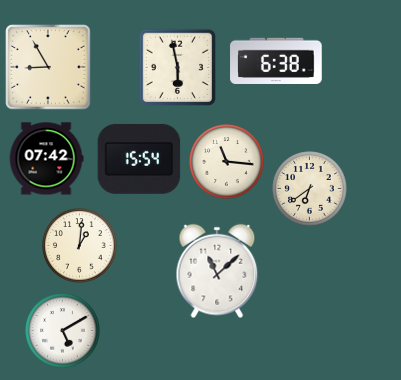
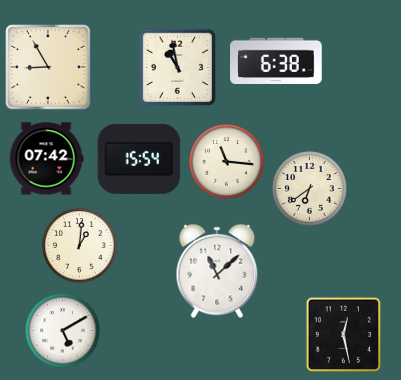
clock at (178, 68): 5:58 -> 10:58
clock at (344, 335): none -> 12:28
